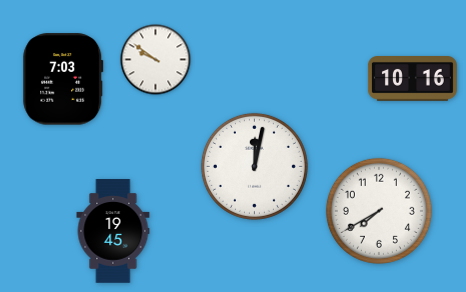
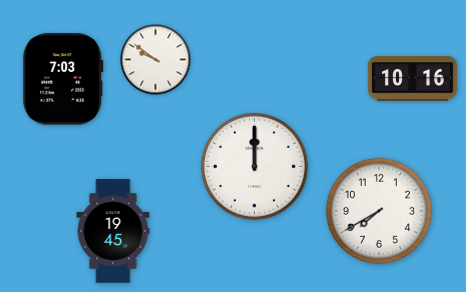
clock at (254, 166): 12:02 -> 12:00
